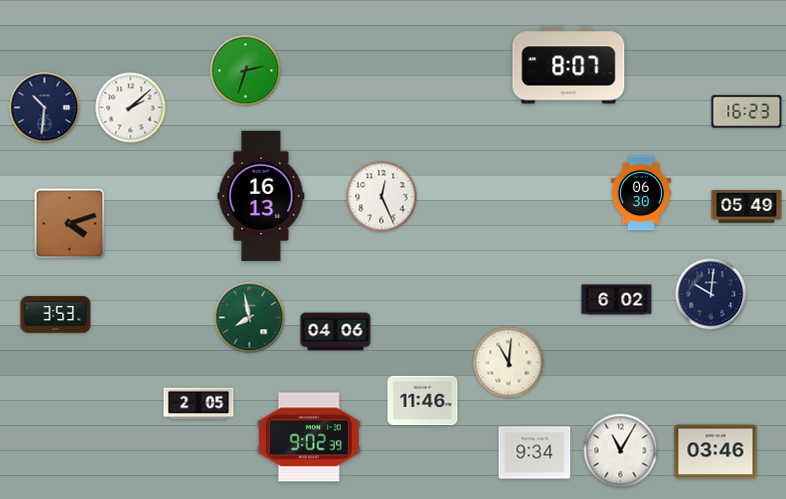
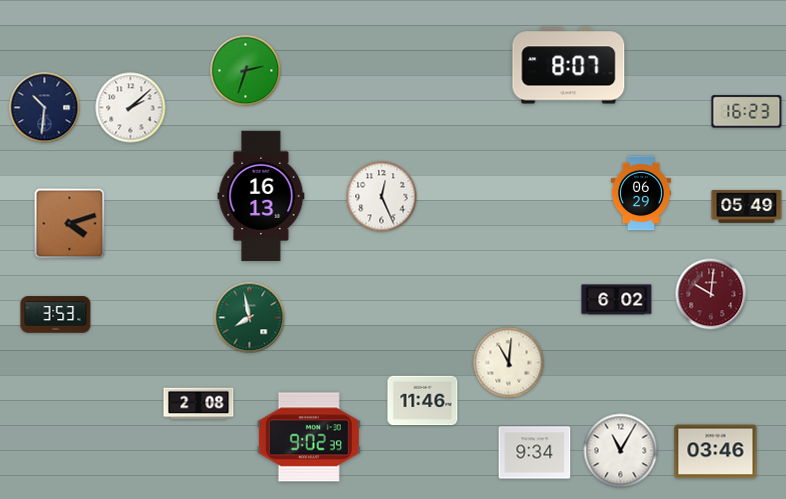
clock at (641, 193): 06:30 -> 06:29
clock at (711, 294) dial: navy -> burgundy
clock at (336, 332): 04:06 -> none
clock at (199, 404): 2:05 -> 2:08
